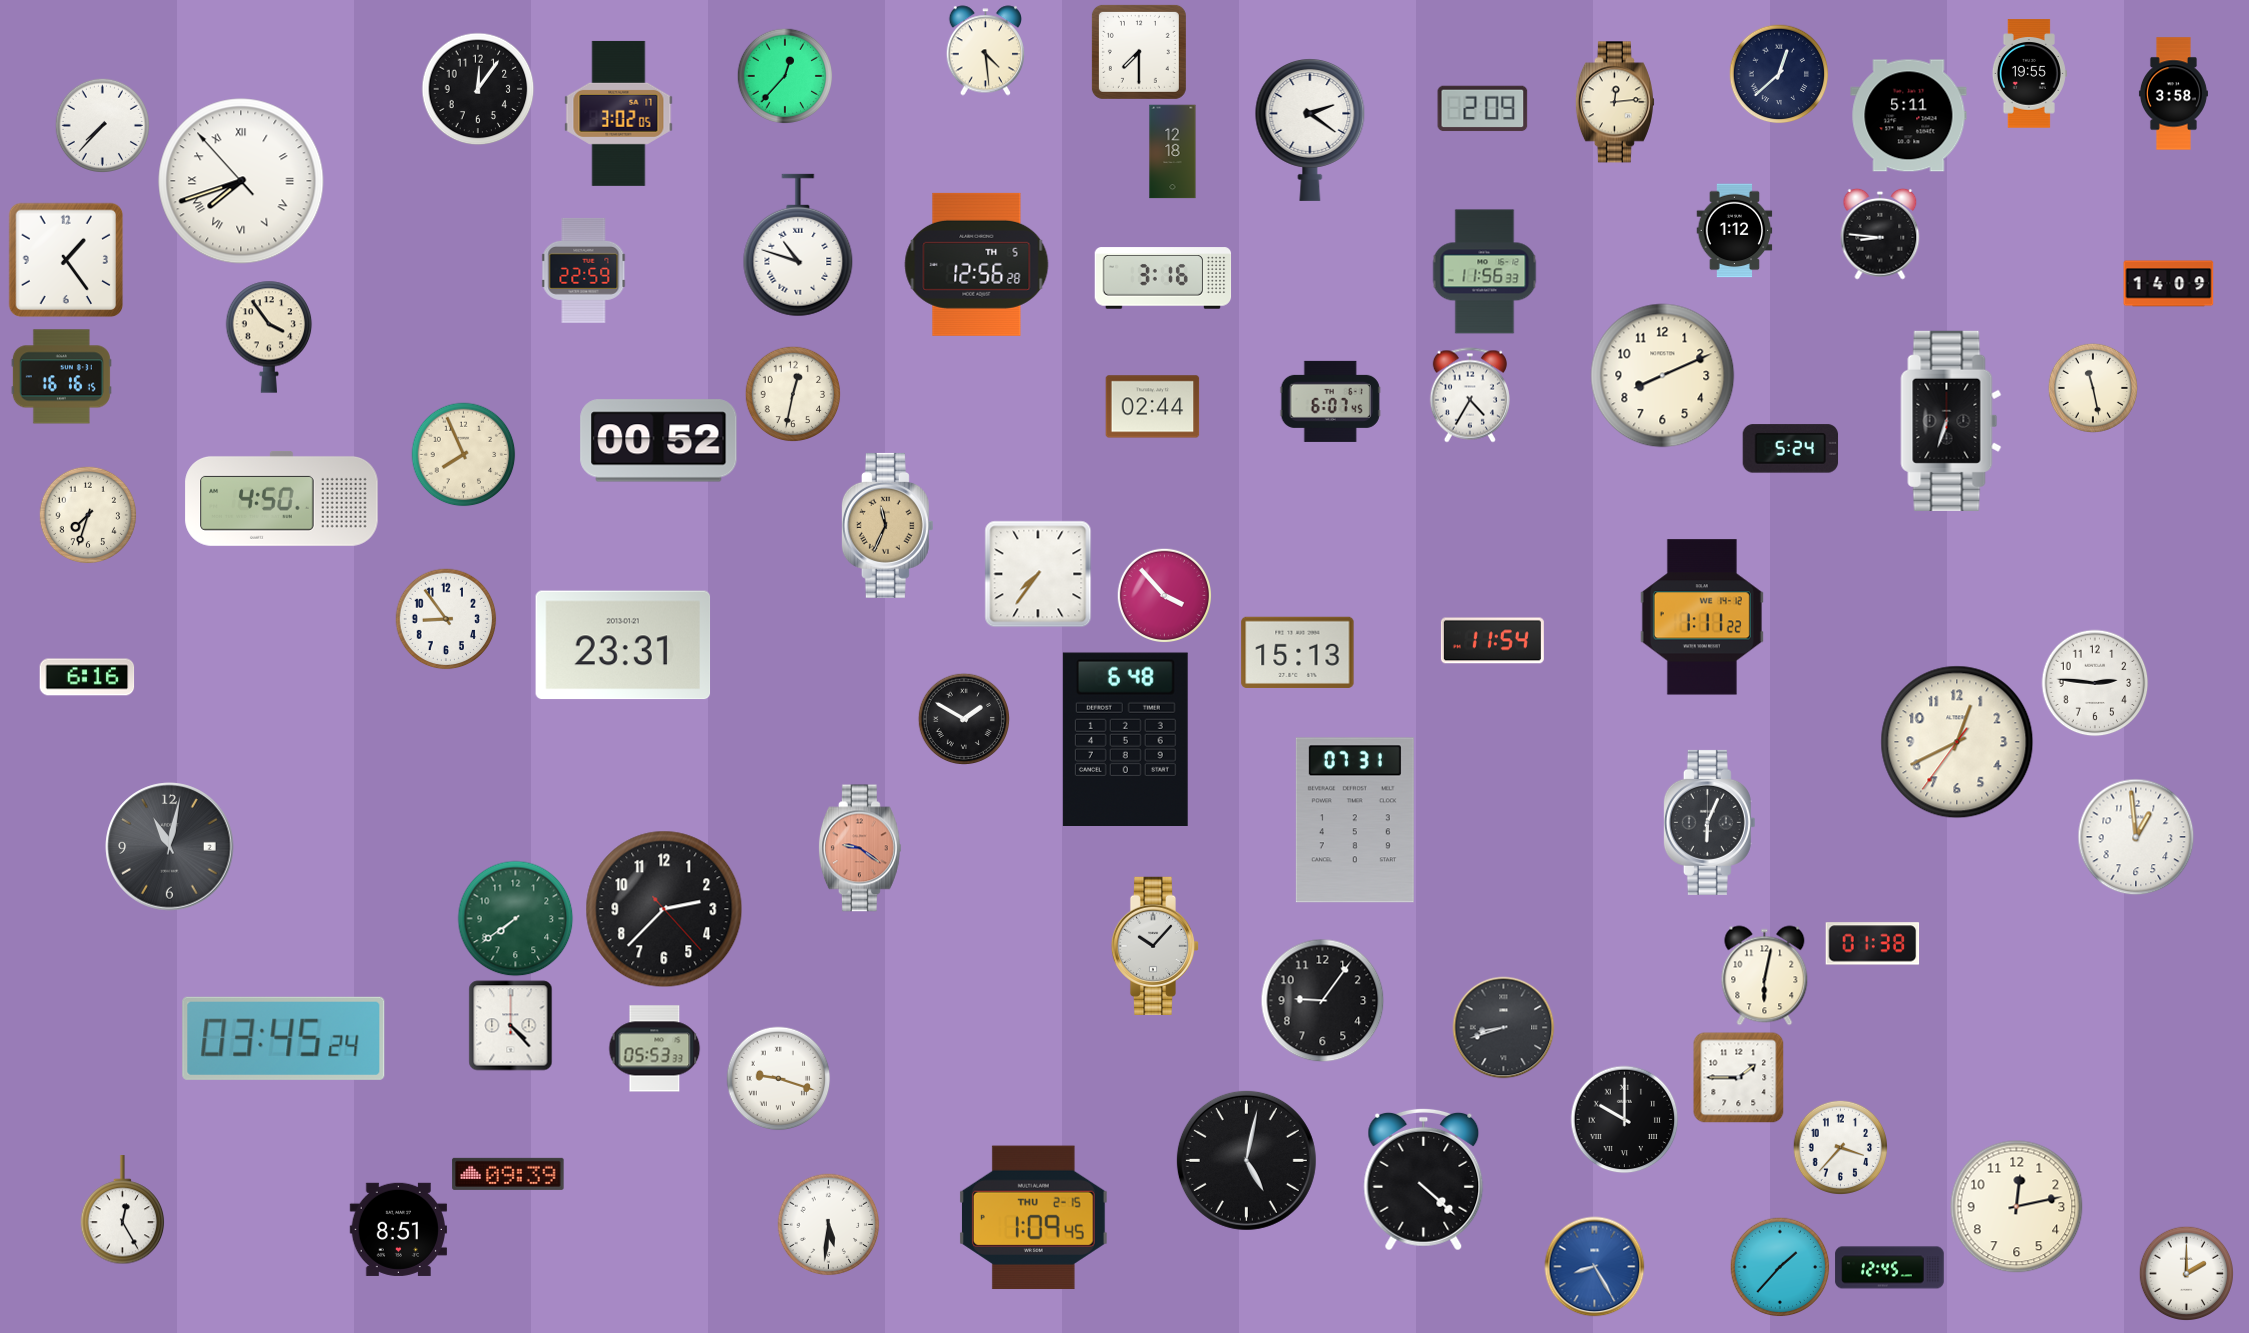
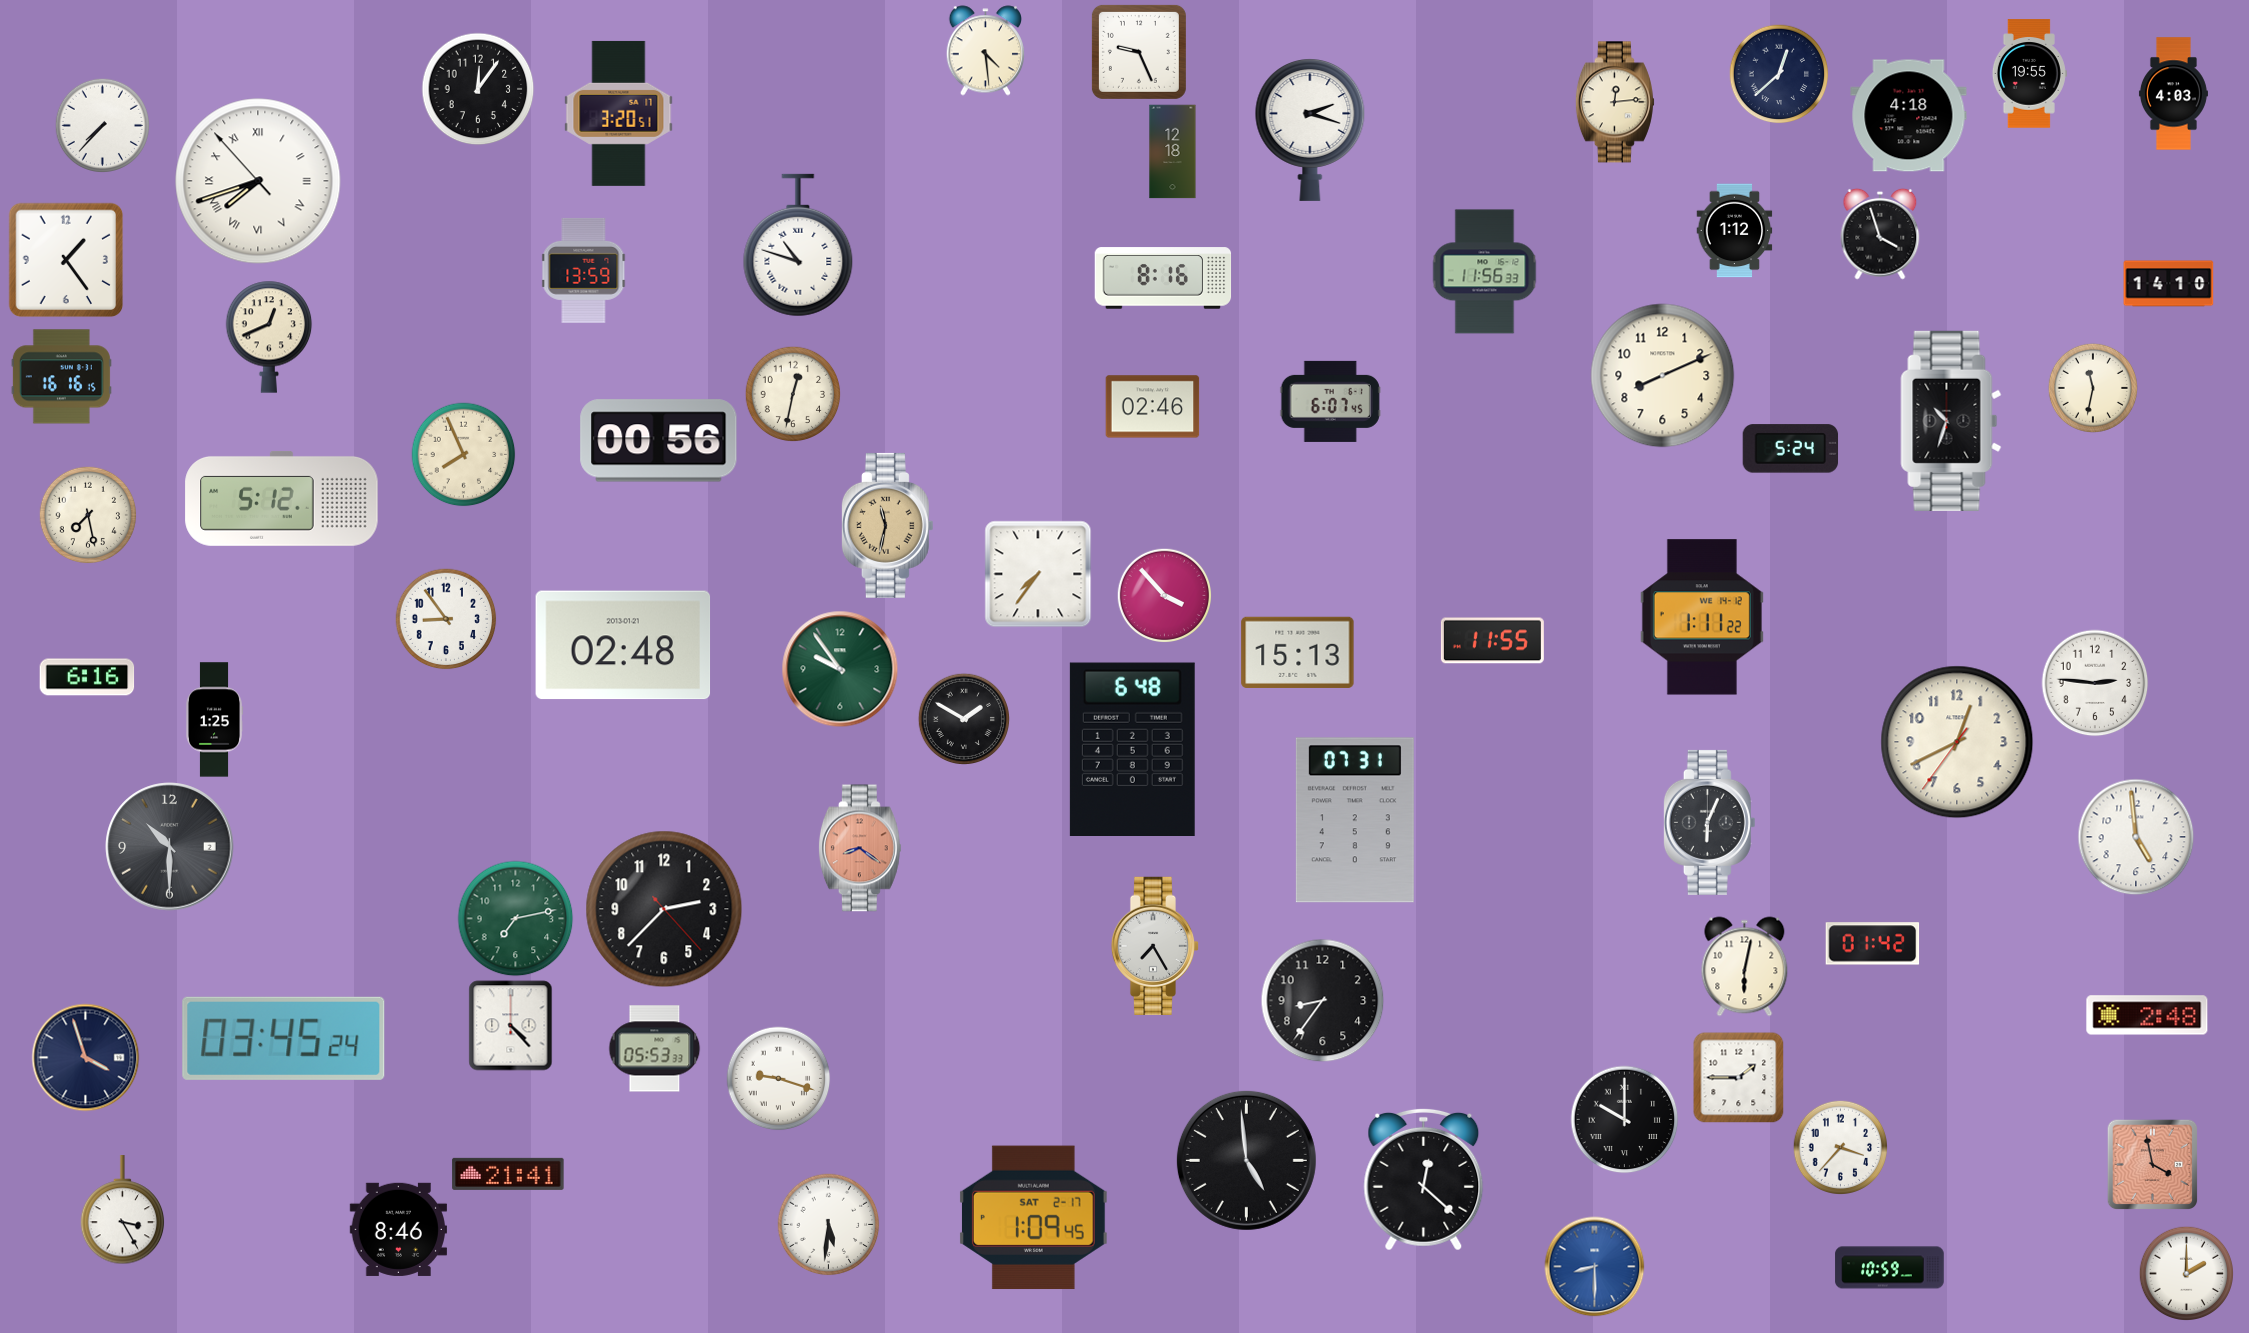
clock at (1139, 52): 7:30 -> 9:26
clock at (785, 76): 12:37 -> none
clock at (2173, 94): 3:58 -> 4:03
clock at (1483, 109): 2:09 -> none
clock at (619, 113): 3:02 -> 3:20
clock at (1909, 116): 5:11 -> 4:18
clock at (1310, 130): 2:21 -> 2:18
clock at (241, 181) position: (241, 181) -> (258, 181)
clock at (1880, 234): 8:46 -> 3:57
clock at (977, 264): 12:56 -> none
clock at (584, 270): 22:59 -> 13:59
clock at (1163, 278): 3:16 -> 8:16
clock at (2169, 284): 14:09 -> 14:10
clock at (269, 337): 3:54 -> 12:41
clock at (2092, 387): 11:28 -> 11:32
clock at (1470, 395): 4:35 -> none
clock at (1153, 407): 02:44 -> 02:46
clock at (1951, 421): 6:33 -> 10:33
clock at (659, 441): 00:52 -> 00:56
clock at (282, 498): 4:50 -> 5:12
clock at (88, 515): 7:33 -> 7:28
clock at (887, 525): 11:34 -> 11:32
clock at (1492, 641): 11:54 -> 11:55
clock at (623, 645): 23:31 -> 02:48
clock at (840, 669): none -> 9:54
clock at (214, 720): none -> 1:25
clock at (1125, 740) position: (1125, 740) -> (1132, 750)
clock at (2136, 837): 12:59 -> 4:59
clock at (170, 847): 11:02 -> 10:30
clock at (860, 848): 9:21 -> 8:21
clock at (516, 919): 7:39 -> 7:13
clock at (1873, 944): 01:38 -> 01:42
clock at (1155, 946): 10:07 -> 7:25
clock at (1765, 976) position: (1765, 976) -> (1745, 967)
clock at (1323, 1001): 9:06 -> 8:36
clock at (2147, 1015): none -> 2:48
clock at (1504, 1028): 8:42 -> none
clock at (86, 1058): none -> 3:57
clock at (1246, 1160): 5:02 -> 4:59
clock at (2152, 1164): none -> 3:58
clock at (508, 1174): 09:39 -> 21:41
clock at (1424, 1179): 4:22 -> 12:22
clock at (2017, 1207): 12:13 -> none
clock at (123, 1210): 12:25 -> 3:25
clock at (1033, 1218) date: THU 2-15 -> SAT 2-17
clock at (398, 1229): 8:51 -> 8:46
clock at (1595, 1267): 8:25 -> 8:30
clock at (1780, 1267): 1:37 -> none
clock at (1890, 1268): 12:45 -> 10:59
